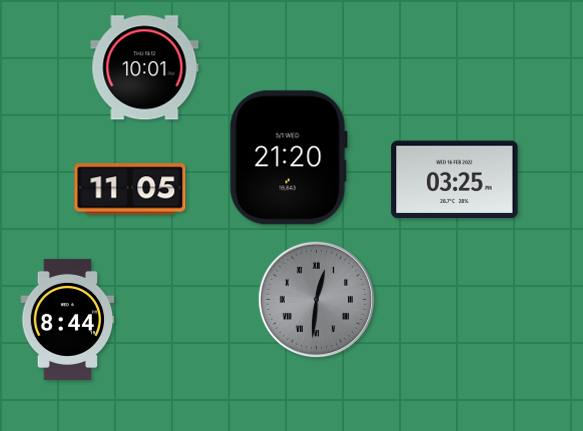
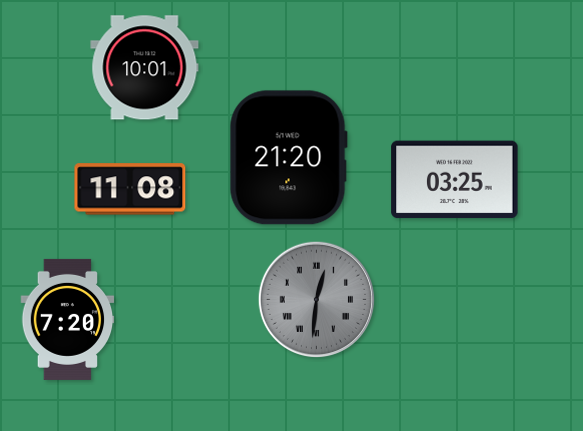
clock at (130, 189): 11:05 -> 11:08
clock at (68, 319): 8:44 -> 7:20
